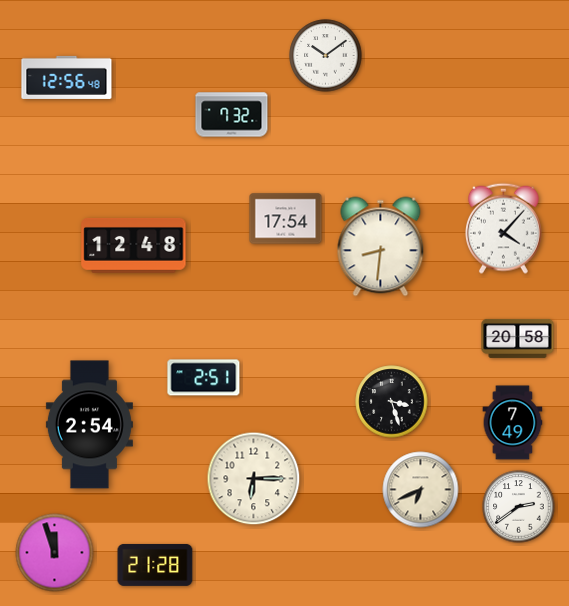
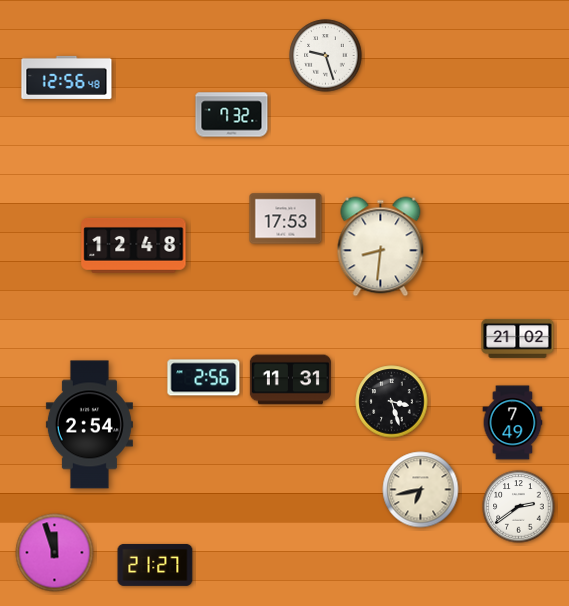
clock at (326, 56): 10:09 -> 9:27
clock at (286, 219): 17:54 -> 17:53
clock at (503, 228): 4:07 -> none
clock at (518, 338): 20:58 -> 21:02
clock at (204, 378): 2:51 -> 2:56
clock at (290, 380): none -> 11:31
clock at (254, 479): 6:15 -> none
clock at (421, 490): 6:41 -> 6:43
clock at (155, 565): 21:28 -> 21:27
